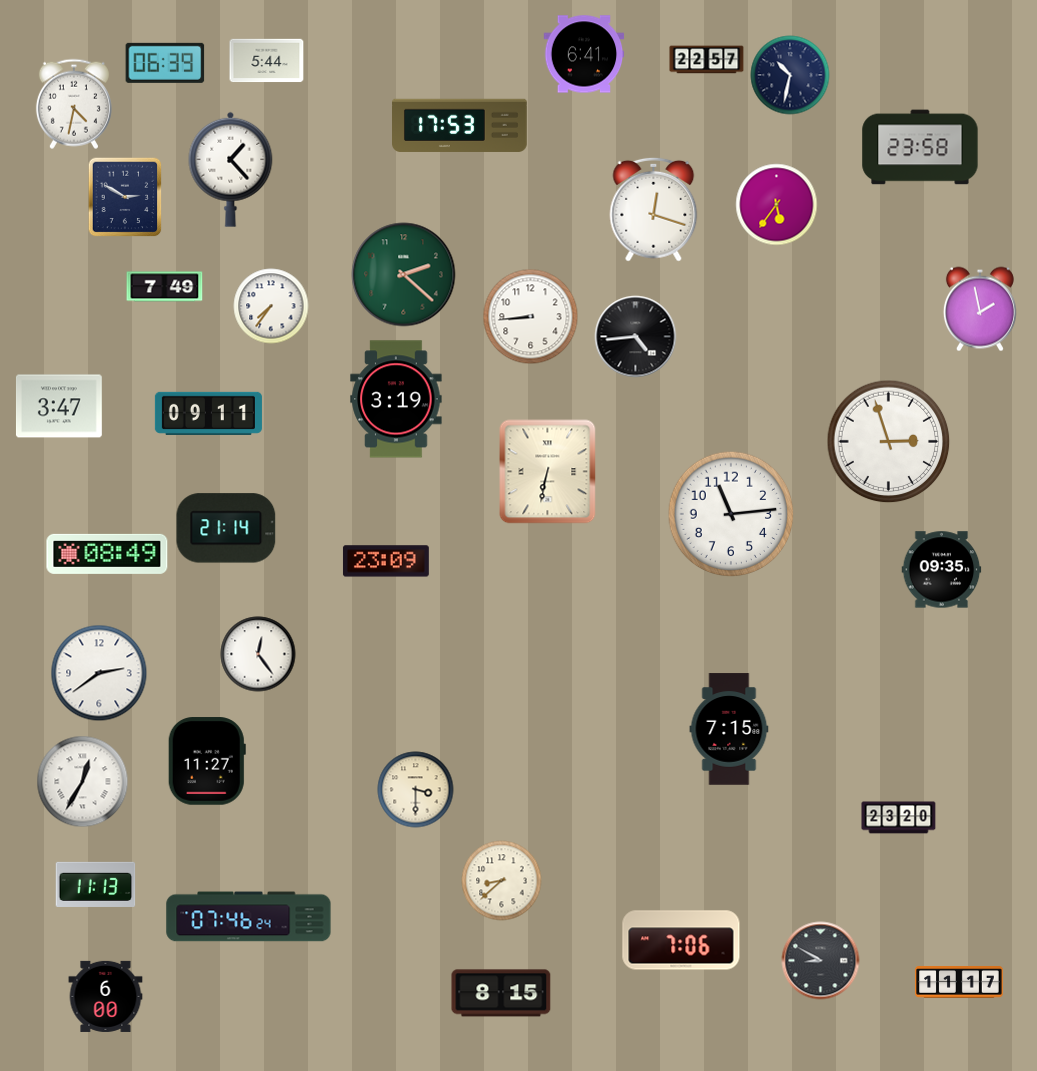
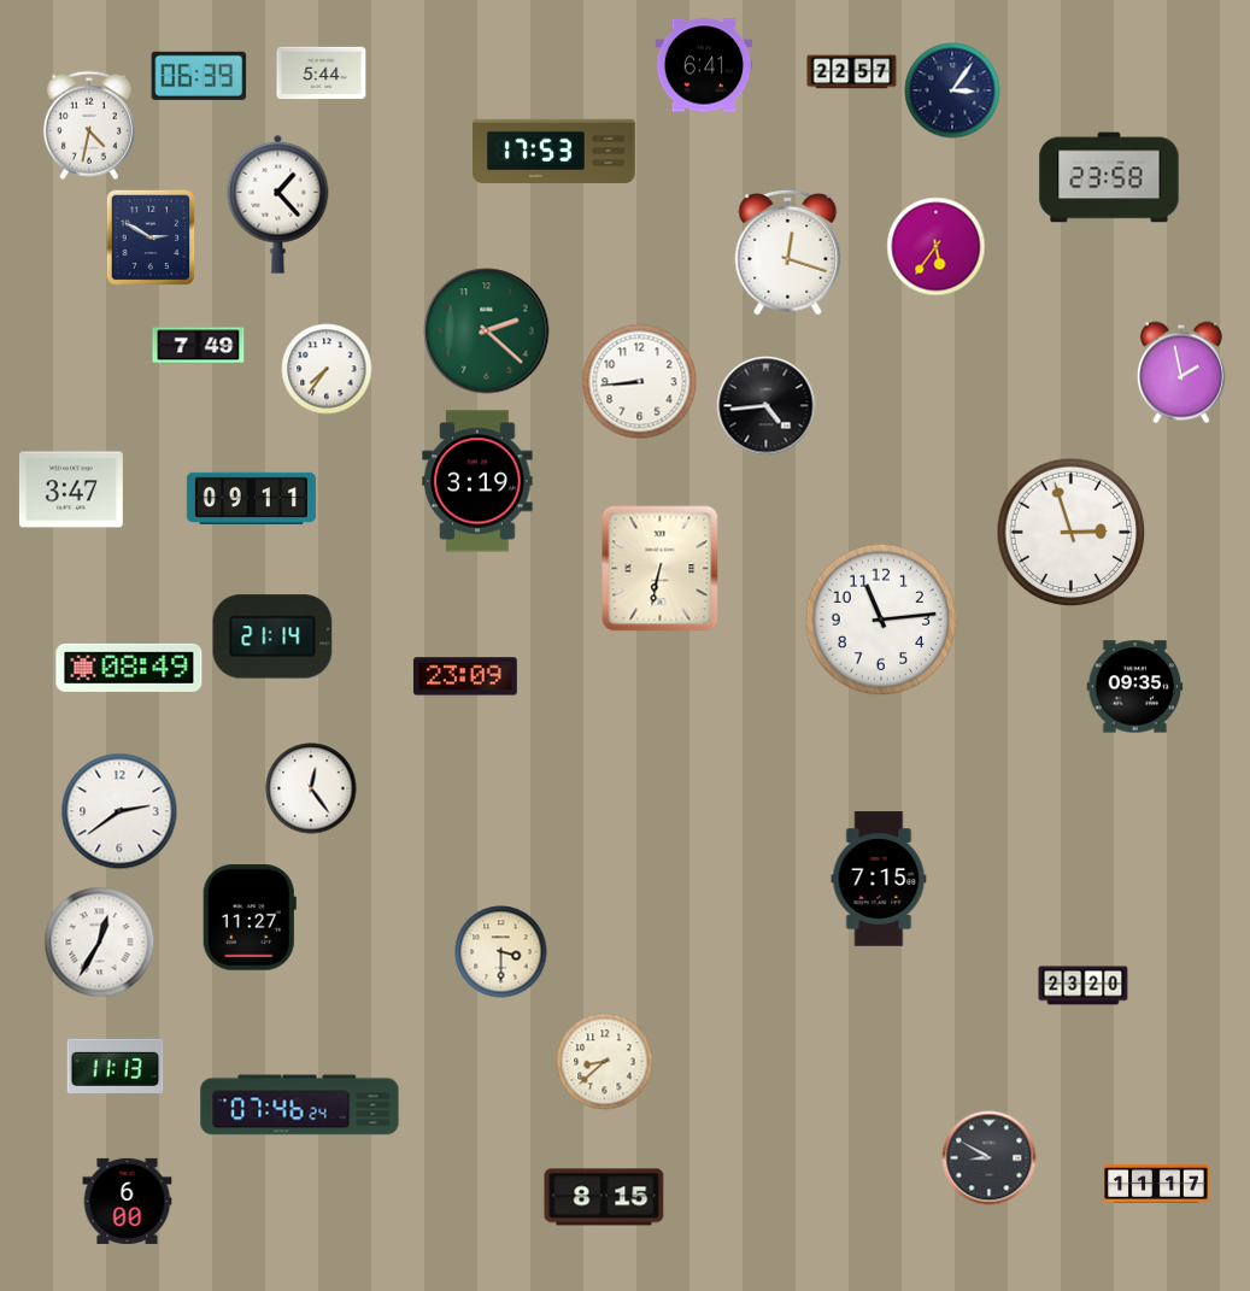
clock at (790, 75): 10:32 -> 3:06
clock at (681, 940): 7:06 -> none
